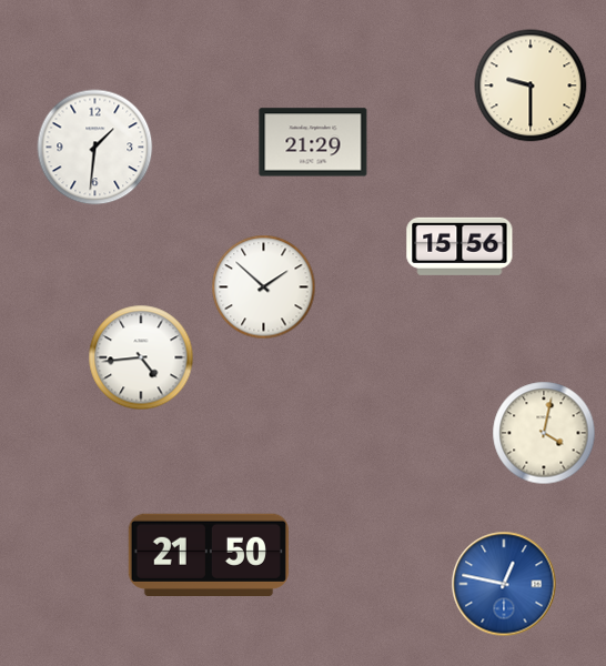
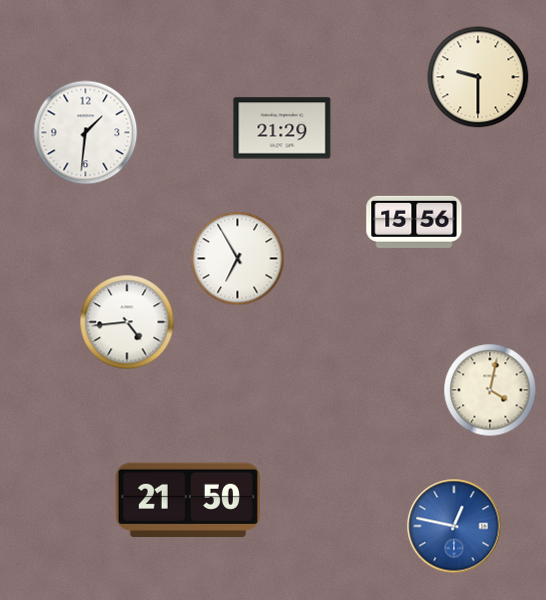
clock at (264, 287): 1:52 -> 6:55
